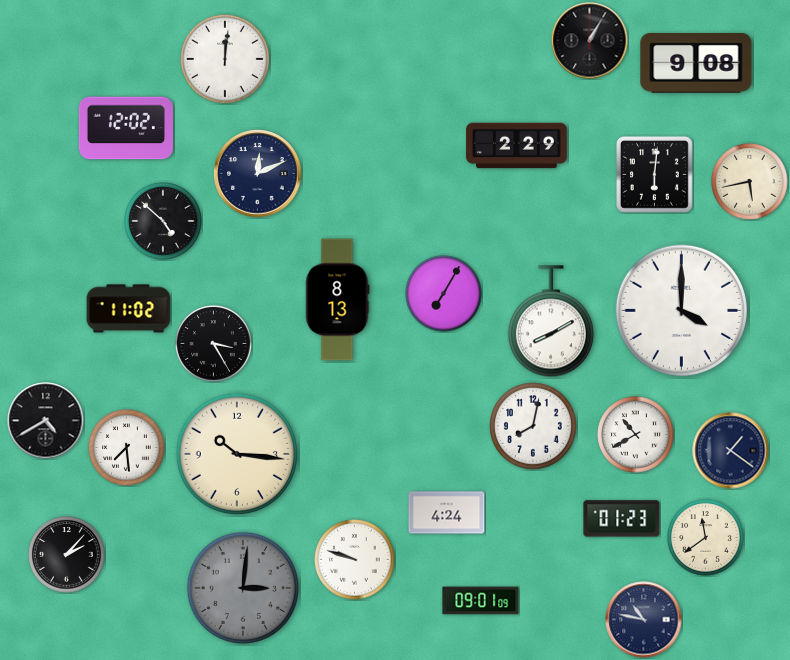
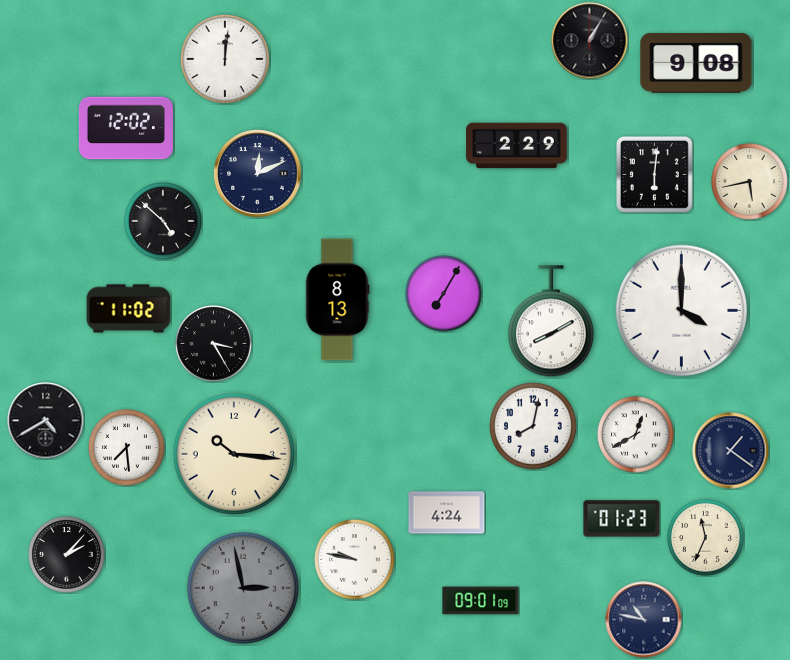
clock at (636, 435): 10:40 -> 12:40
clock at (237, 454) position: (237, 454) -> (234, 454)
clock at (706, 538): 11:39 -> 11:34
clock at (355, 560): 9:48 -> 9:47
clock at (243, 588): 3:01 -> 2:58
